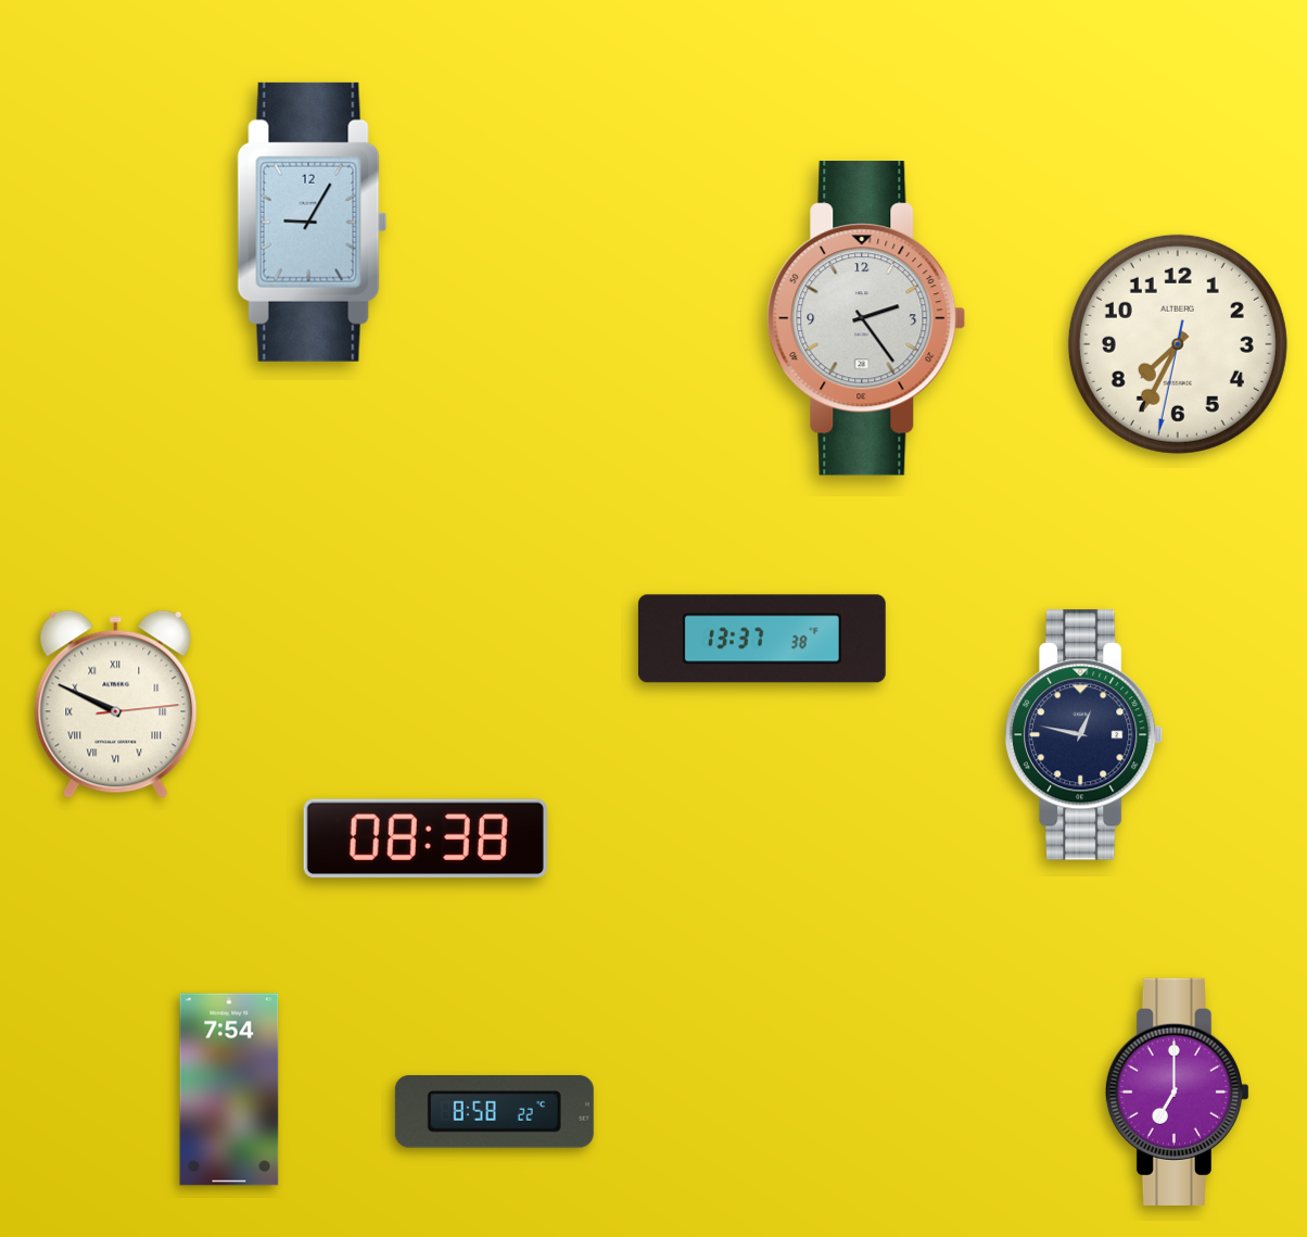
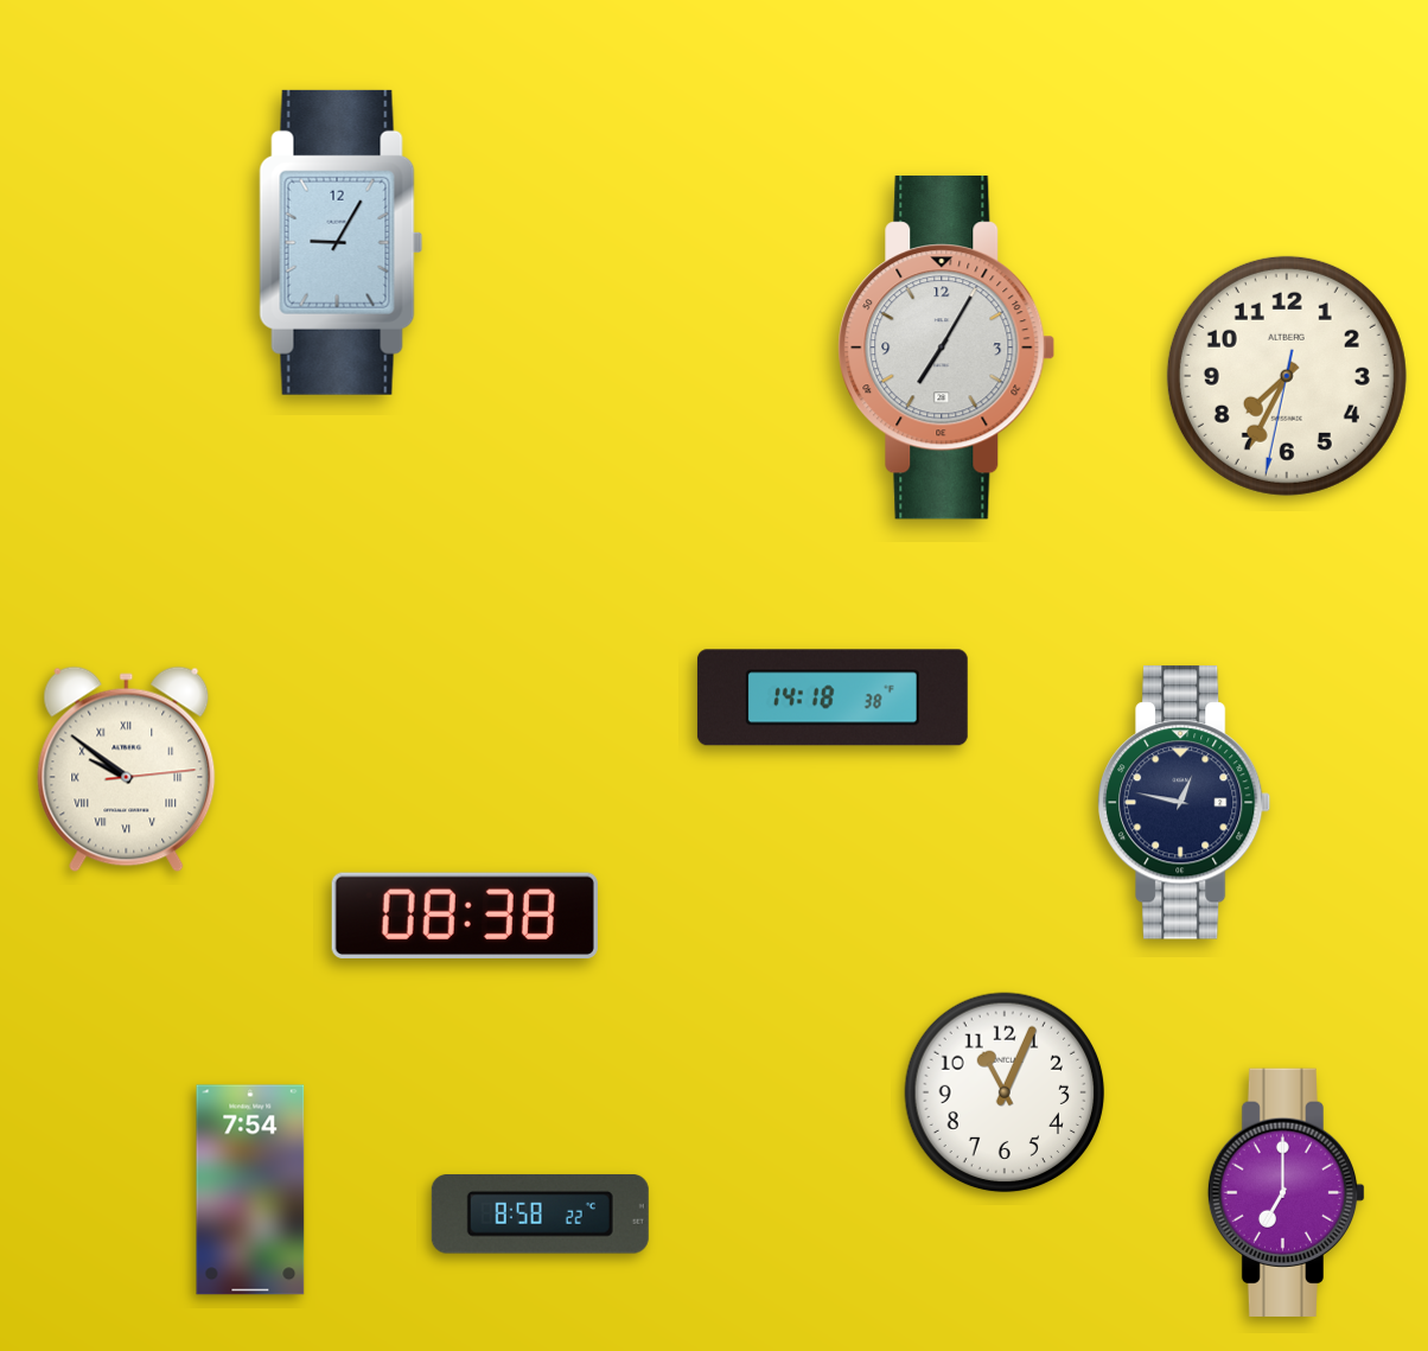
clock at (866, 318): 2:24 -> 7:05
clock at (762, 639): 13:37 -> 14:18
clock at (116, 705): 9:49 -> 9:51
clock at (1005, 1092): none -> 11:04
